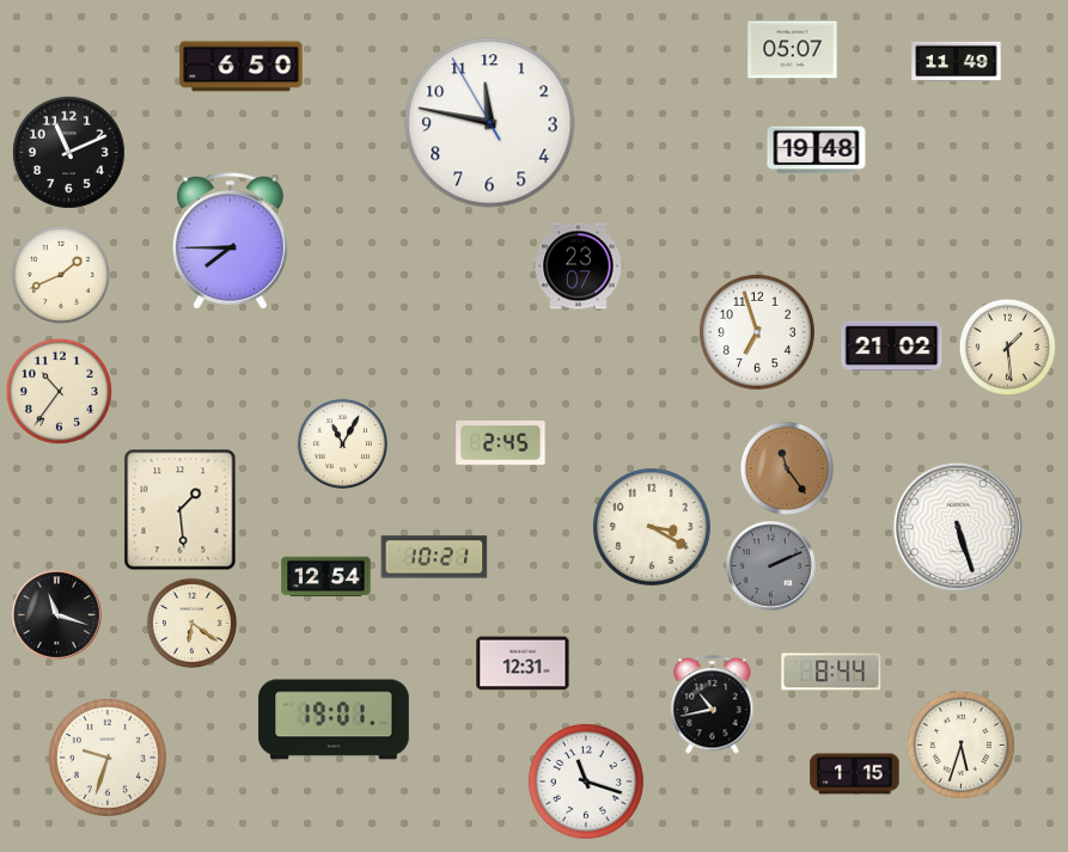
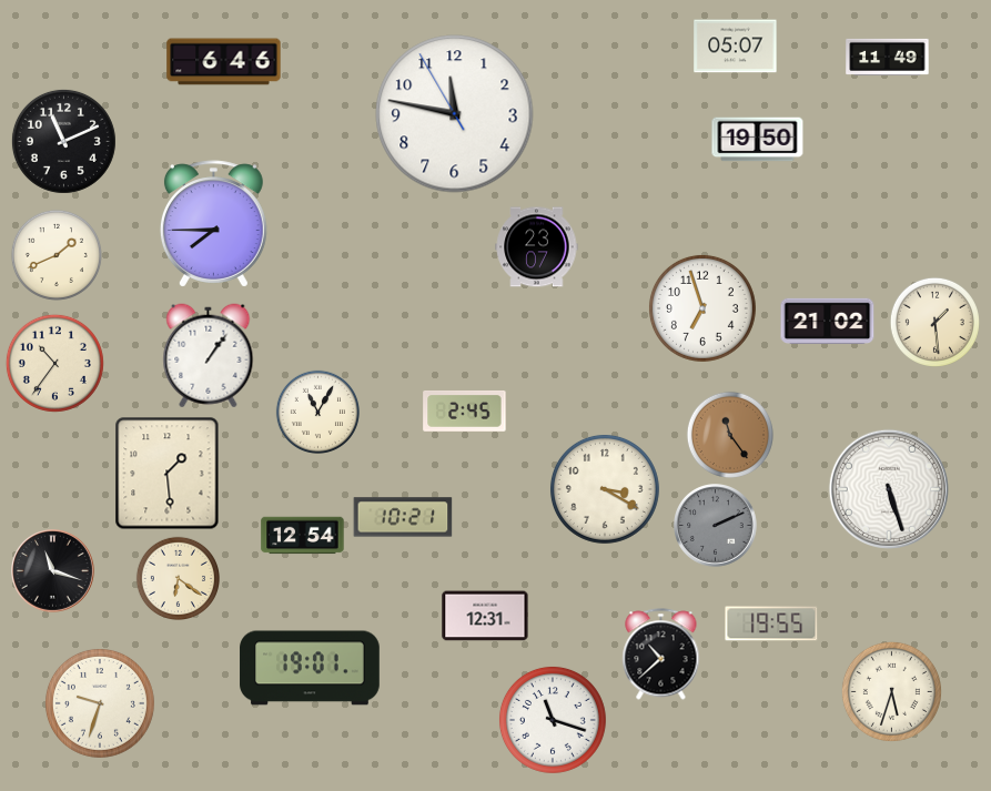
clock at (242, 67): 6:50 -> 6:46
clock at (817, 151): 19:48 -> 19:50
clock at (209, 356): none -> 1:06
clock at (831, 672): 8:44 -> 19:55
clock at (713, 705): 10:43 -> 10:38
clock at (855, 774): 1:15 -> none
clock at (586, 781) position: (586, 781) -> (553, 720)
